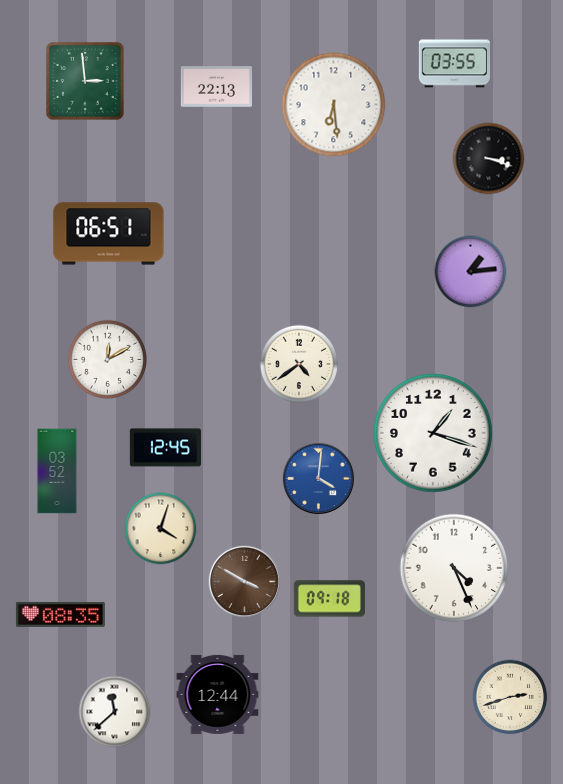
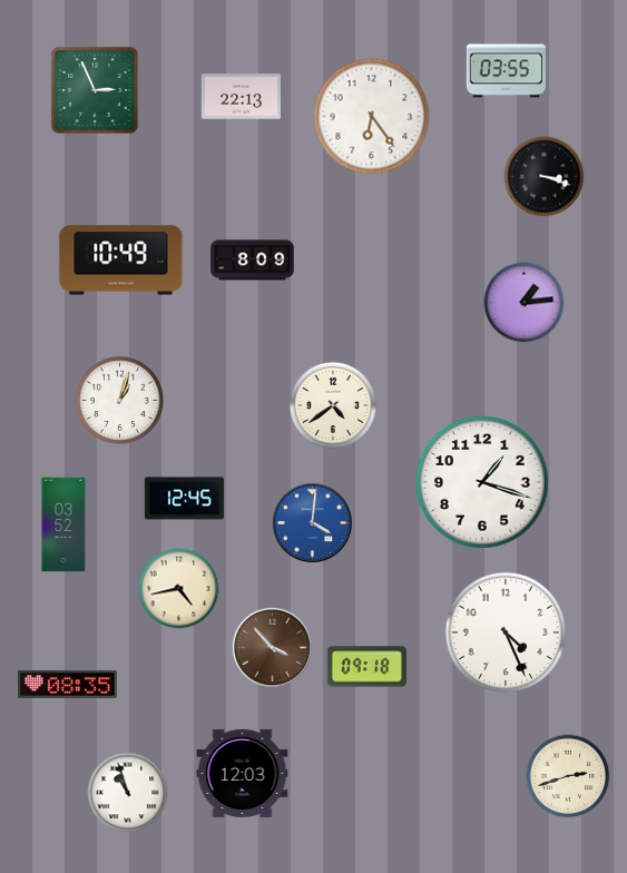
clock at (86, 82): 2:59 -> 2:56
clock at (334, 105): 6:29 -> 6:24
clock at (109, 234): 06:51 -> 10:49
clock at (253, 261): none -> 8:09
clock at (107, 359): 12:10 -> 1:03
clock at (318, 478) position: (318, 478) -> (312, 522)
clock at (161, 529): 4:03 -> 4:43
clock at (244, 581): 3:50 -> 3:53
clock at (218, 694): 12:44 -> 12:03
clock at (115, 712): 11:38 -> 10:57
